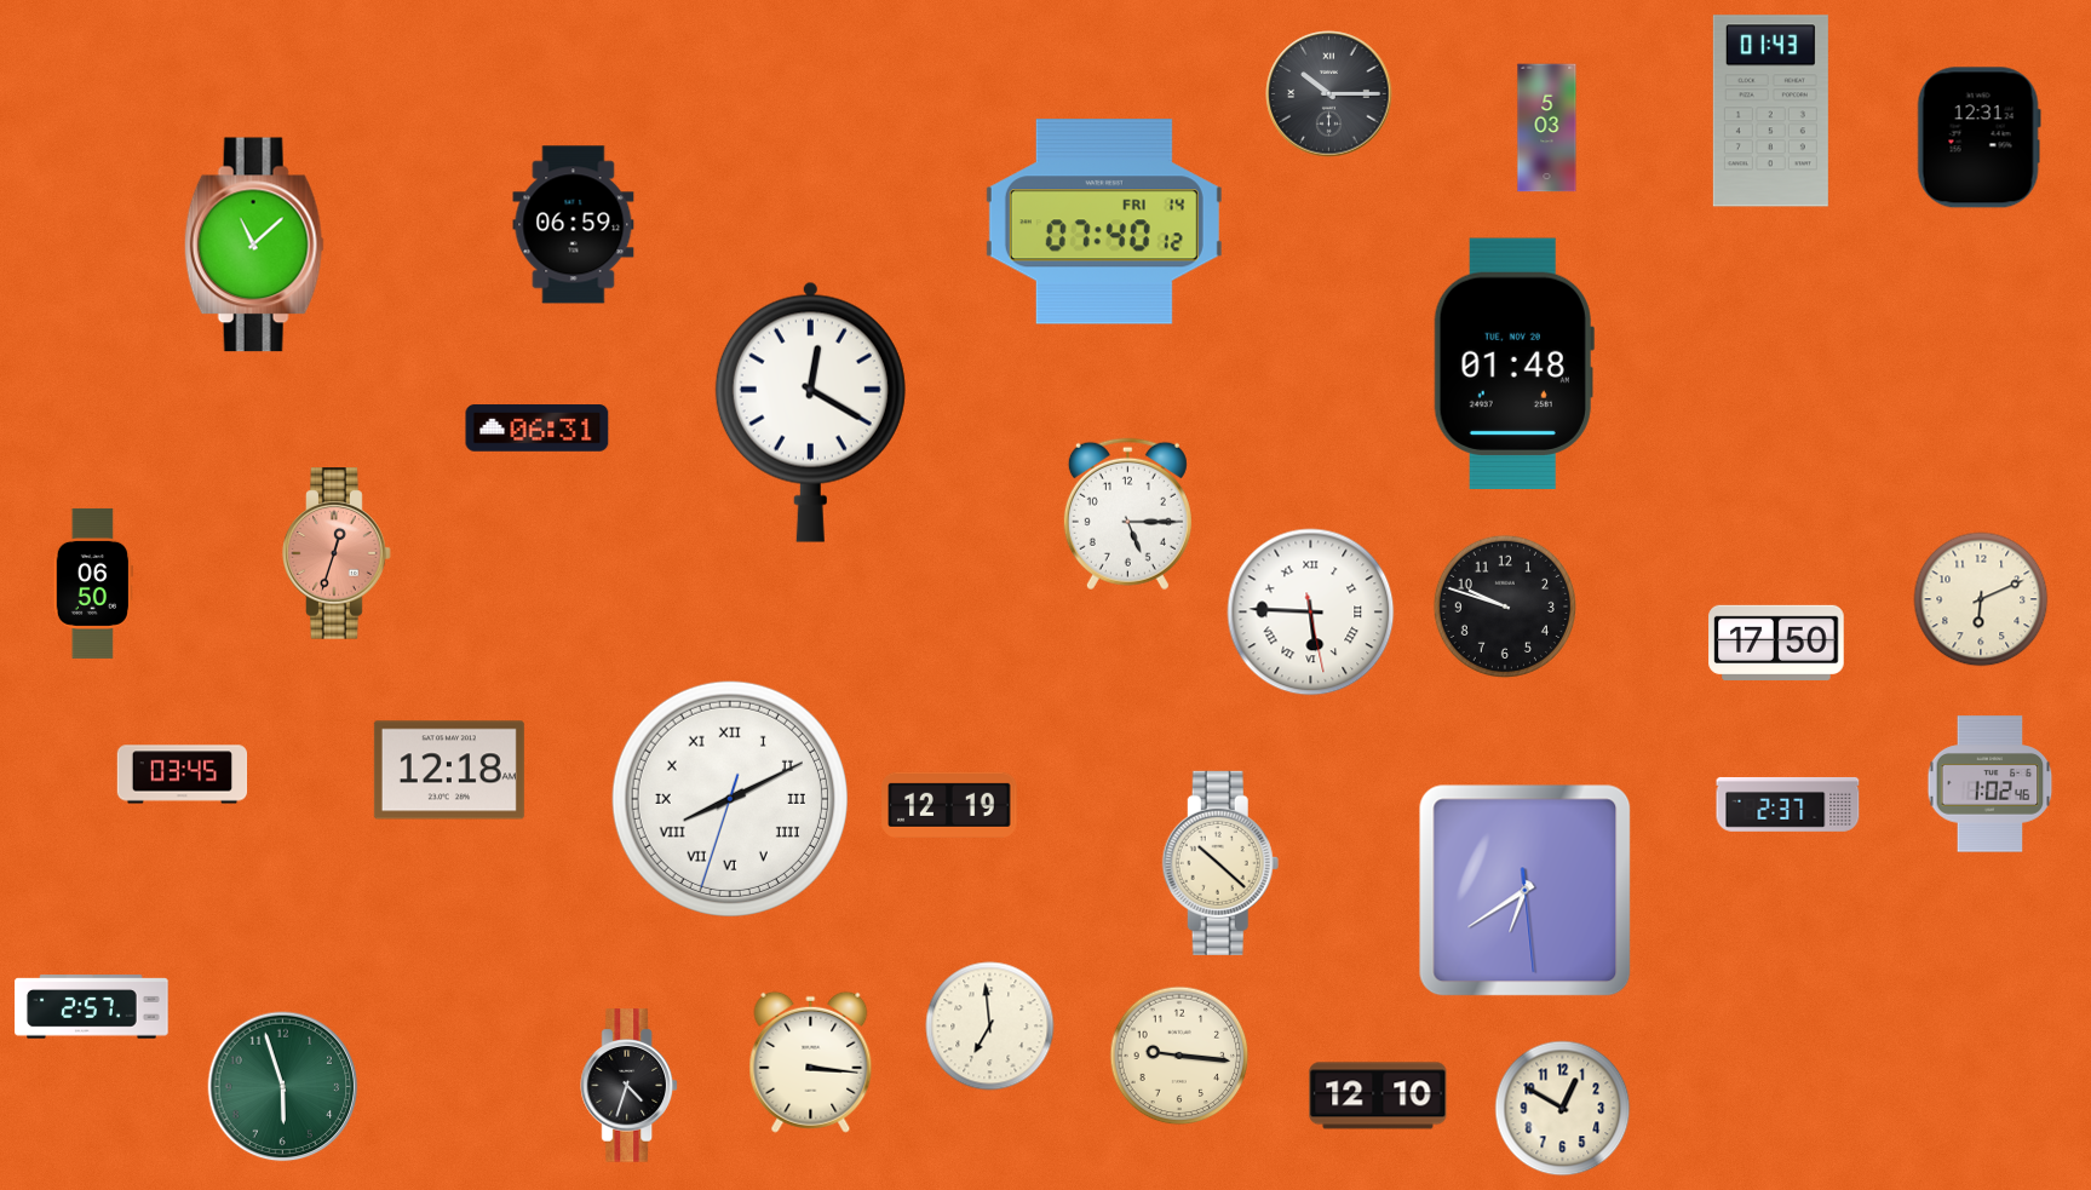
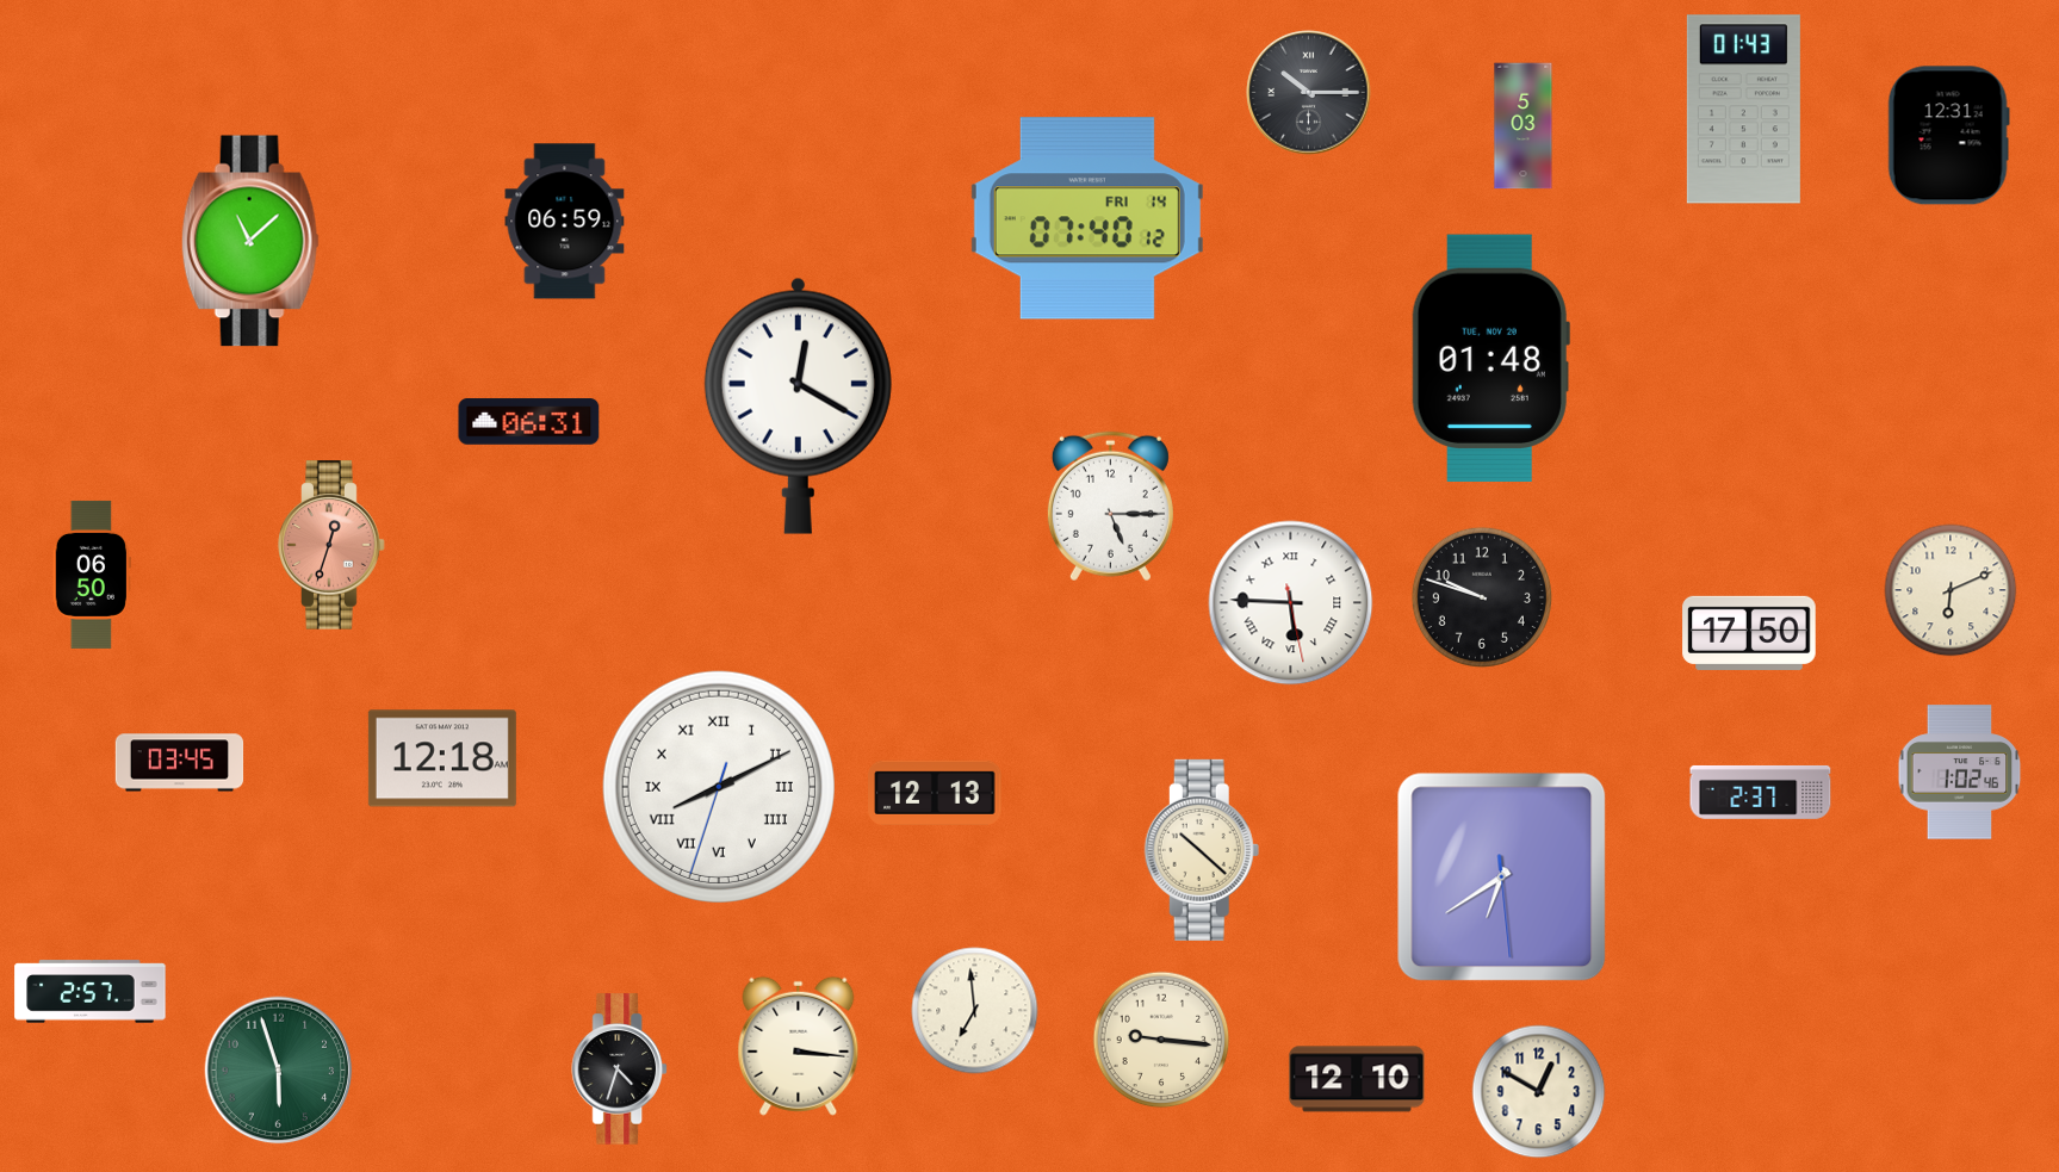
clock at (949, 805): 12:19 -> 12:13
